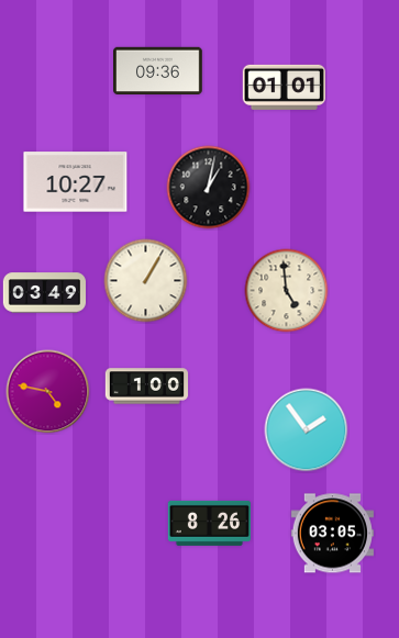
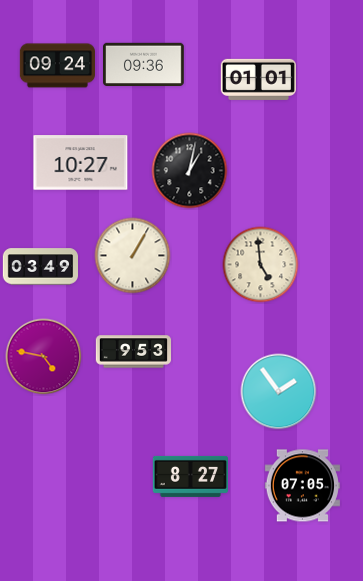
clock at (57, 66): none -> 09:24
clock at (76, 182) position: (76, 182) -> (81, 163)
clock at (147, 387): 1:00 -> 9:53
clock at (209, 523): 8:26 -> 8:27
clock at (332, 534): 03:05 -> 07:05
